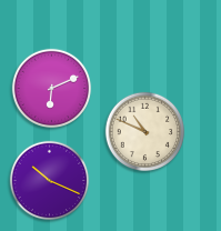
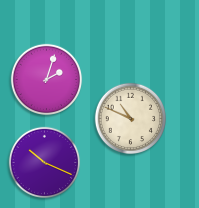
clock at (52, 89): 6:11 -> 2:03
